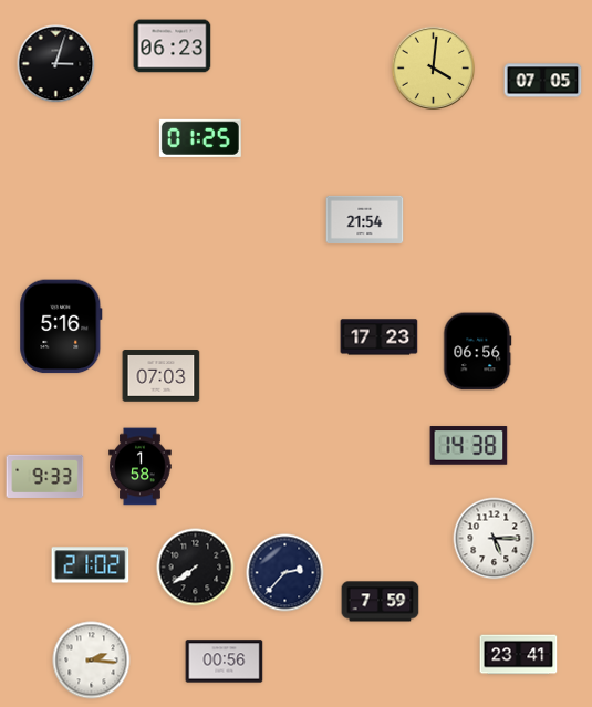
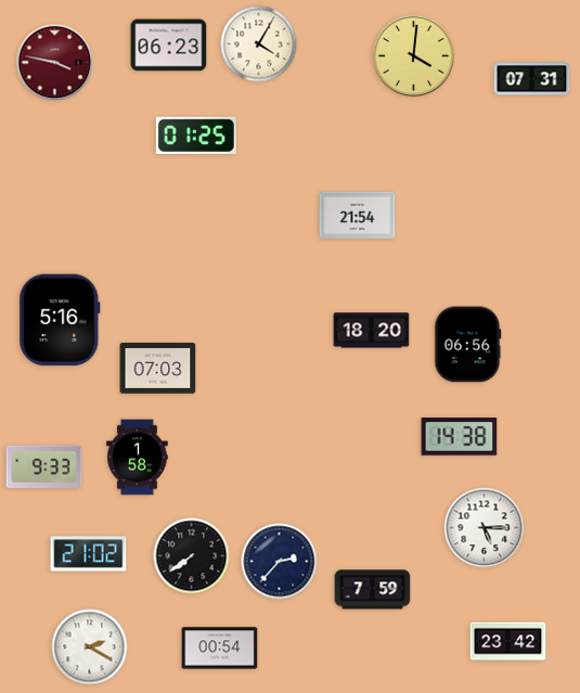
clock at (259, 44): none -> 4:05
clock at (56, 64): 3:03 -> 3:47
clock at (56, 64) dial: black -> burgundy
clock at (433, 67) position: (433, 67) -> (413, 55)
clock at (543, 81): 07:05 -> 07:31
clock at (380, 337): 17:23 -> 18:20
clock at (519, 655): 23:41 -> 23:42
clock at (92, 661): 2:16 -> 2:20
clock at (225, 662): 00:56 -> 00:54
